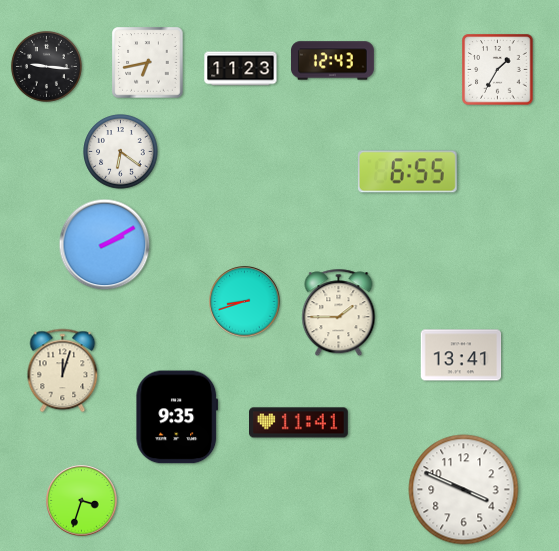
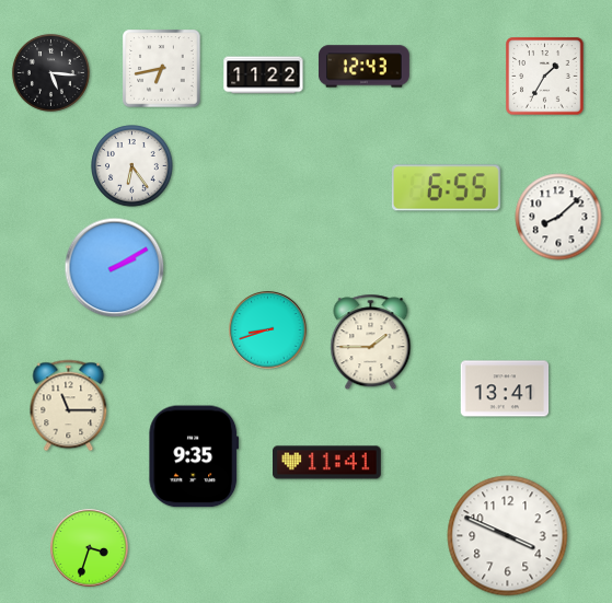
clock at (46, 66): 9:16 -> 5:16
clock at (241, 69): 11:23 -> 11:22
clock at (121, 152): 6:21 -> 6:24
clock at (558, 217): none -> 8:08
clock at (63, 371): 12:03 -> 11:15
